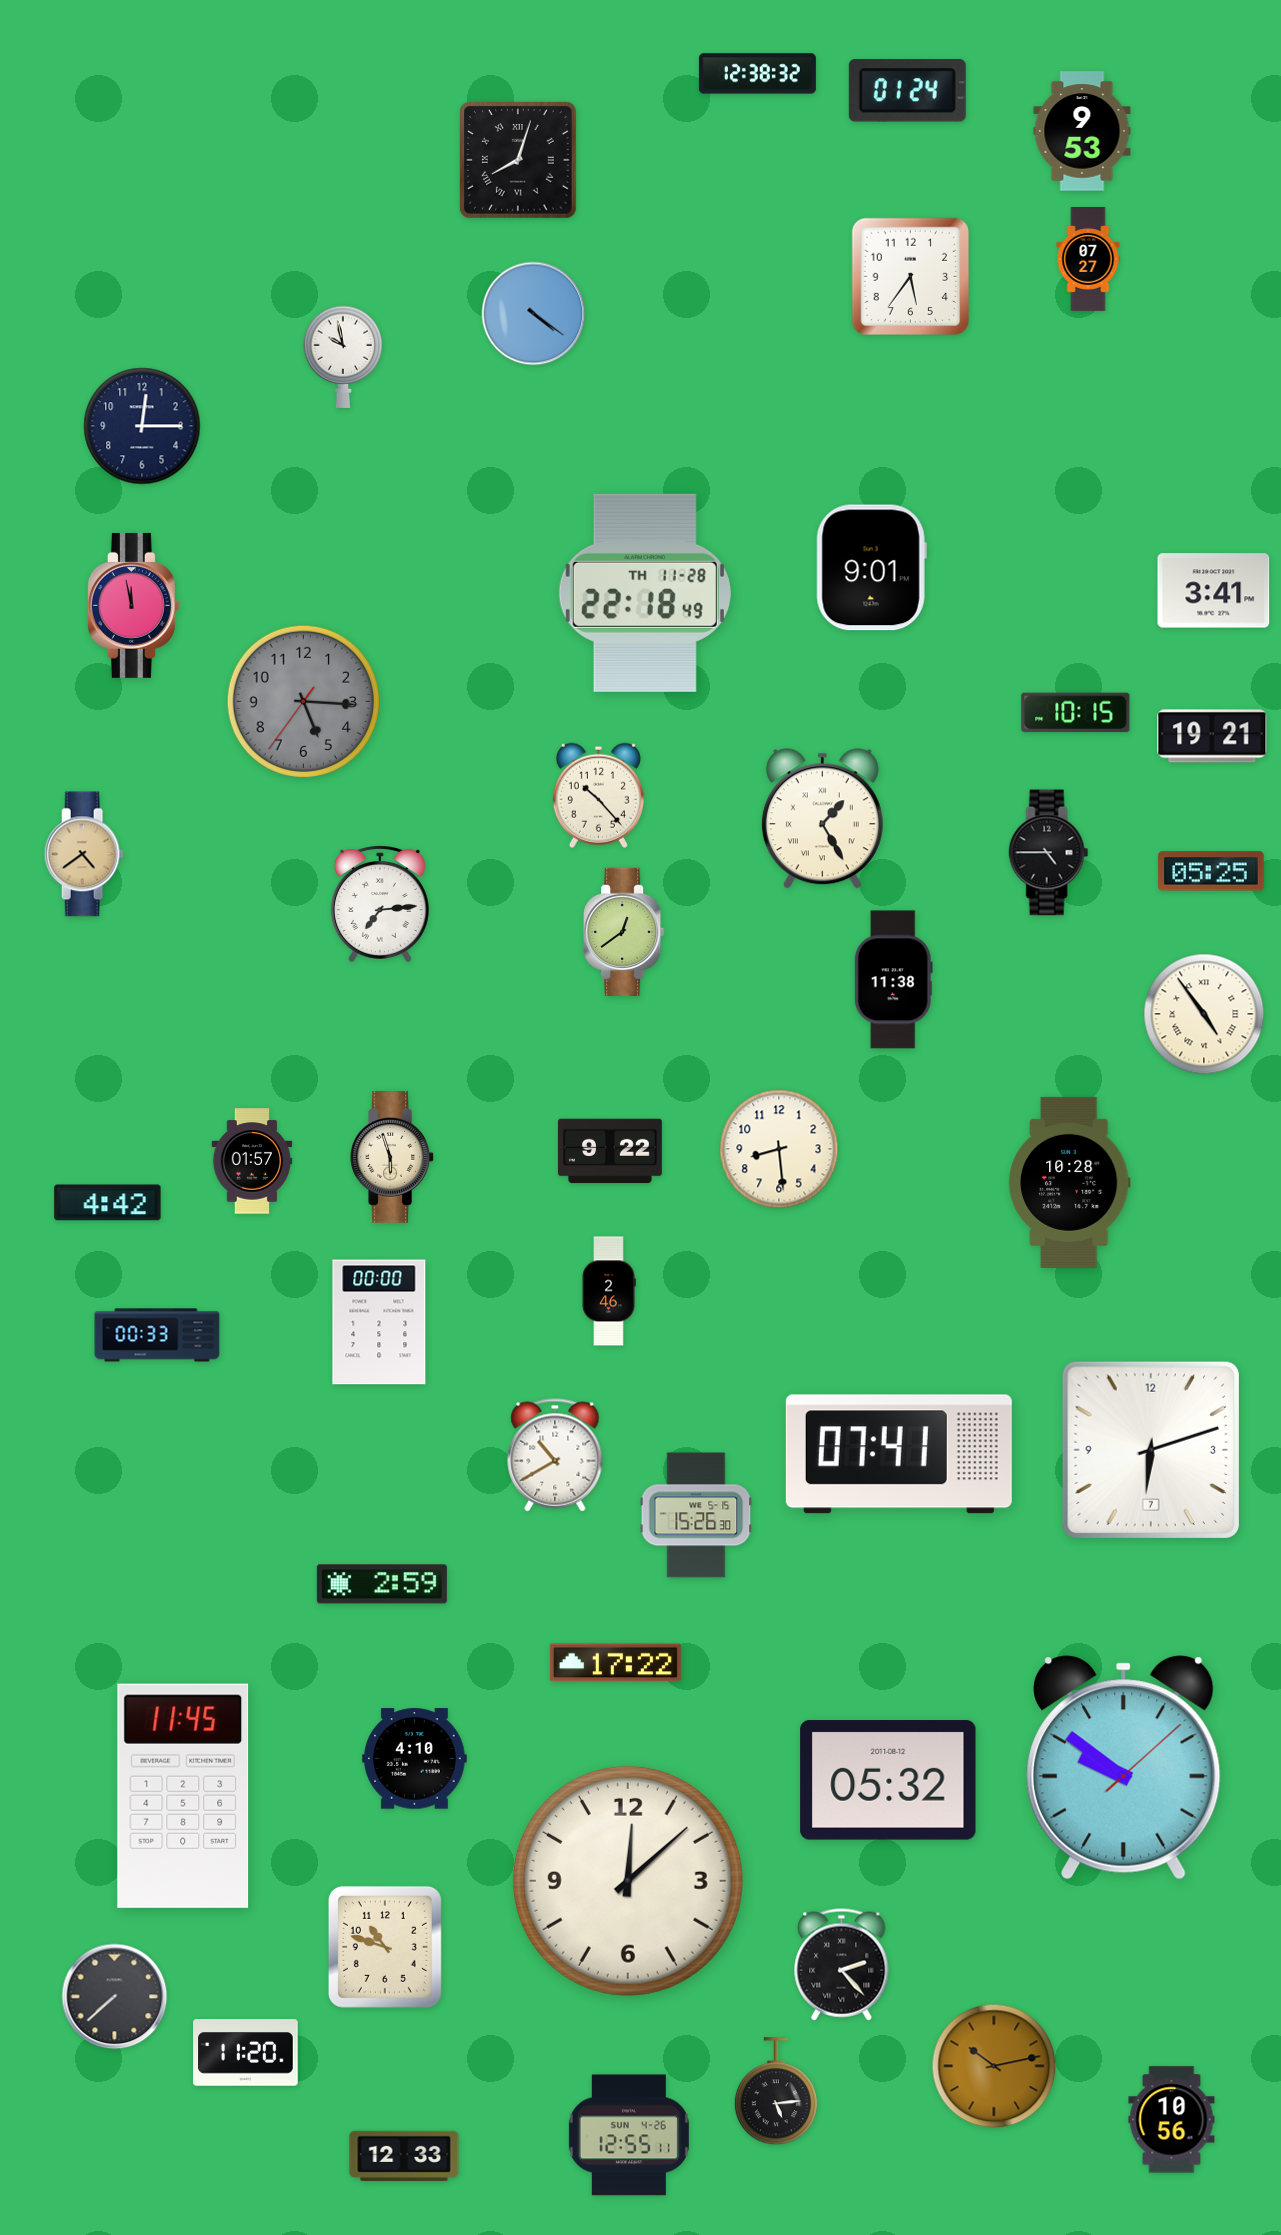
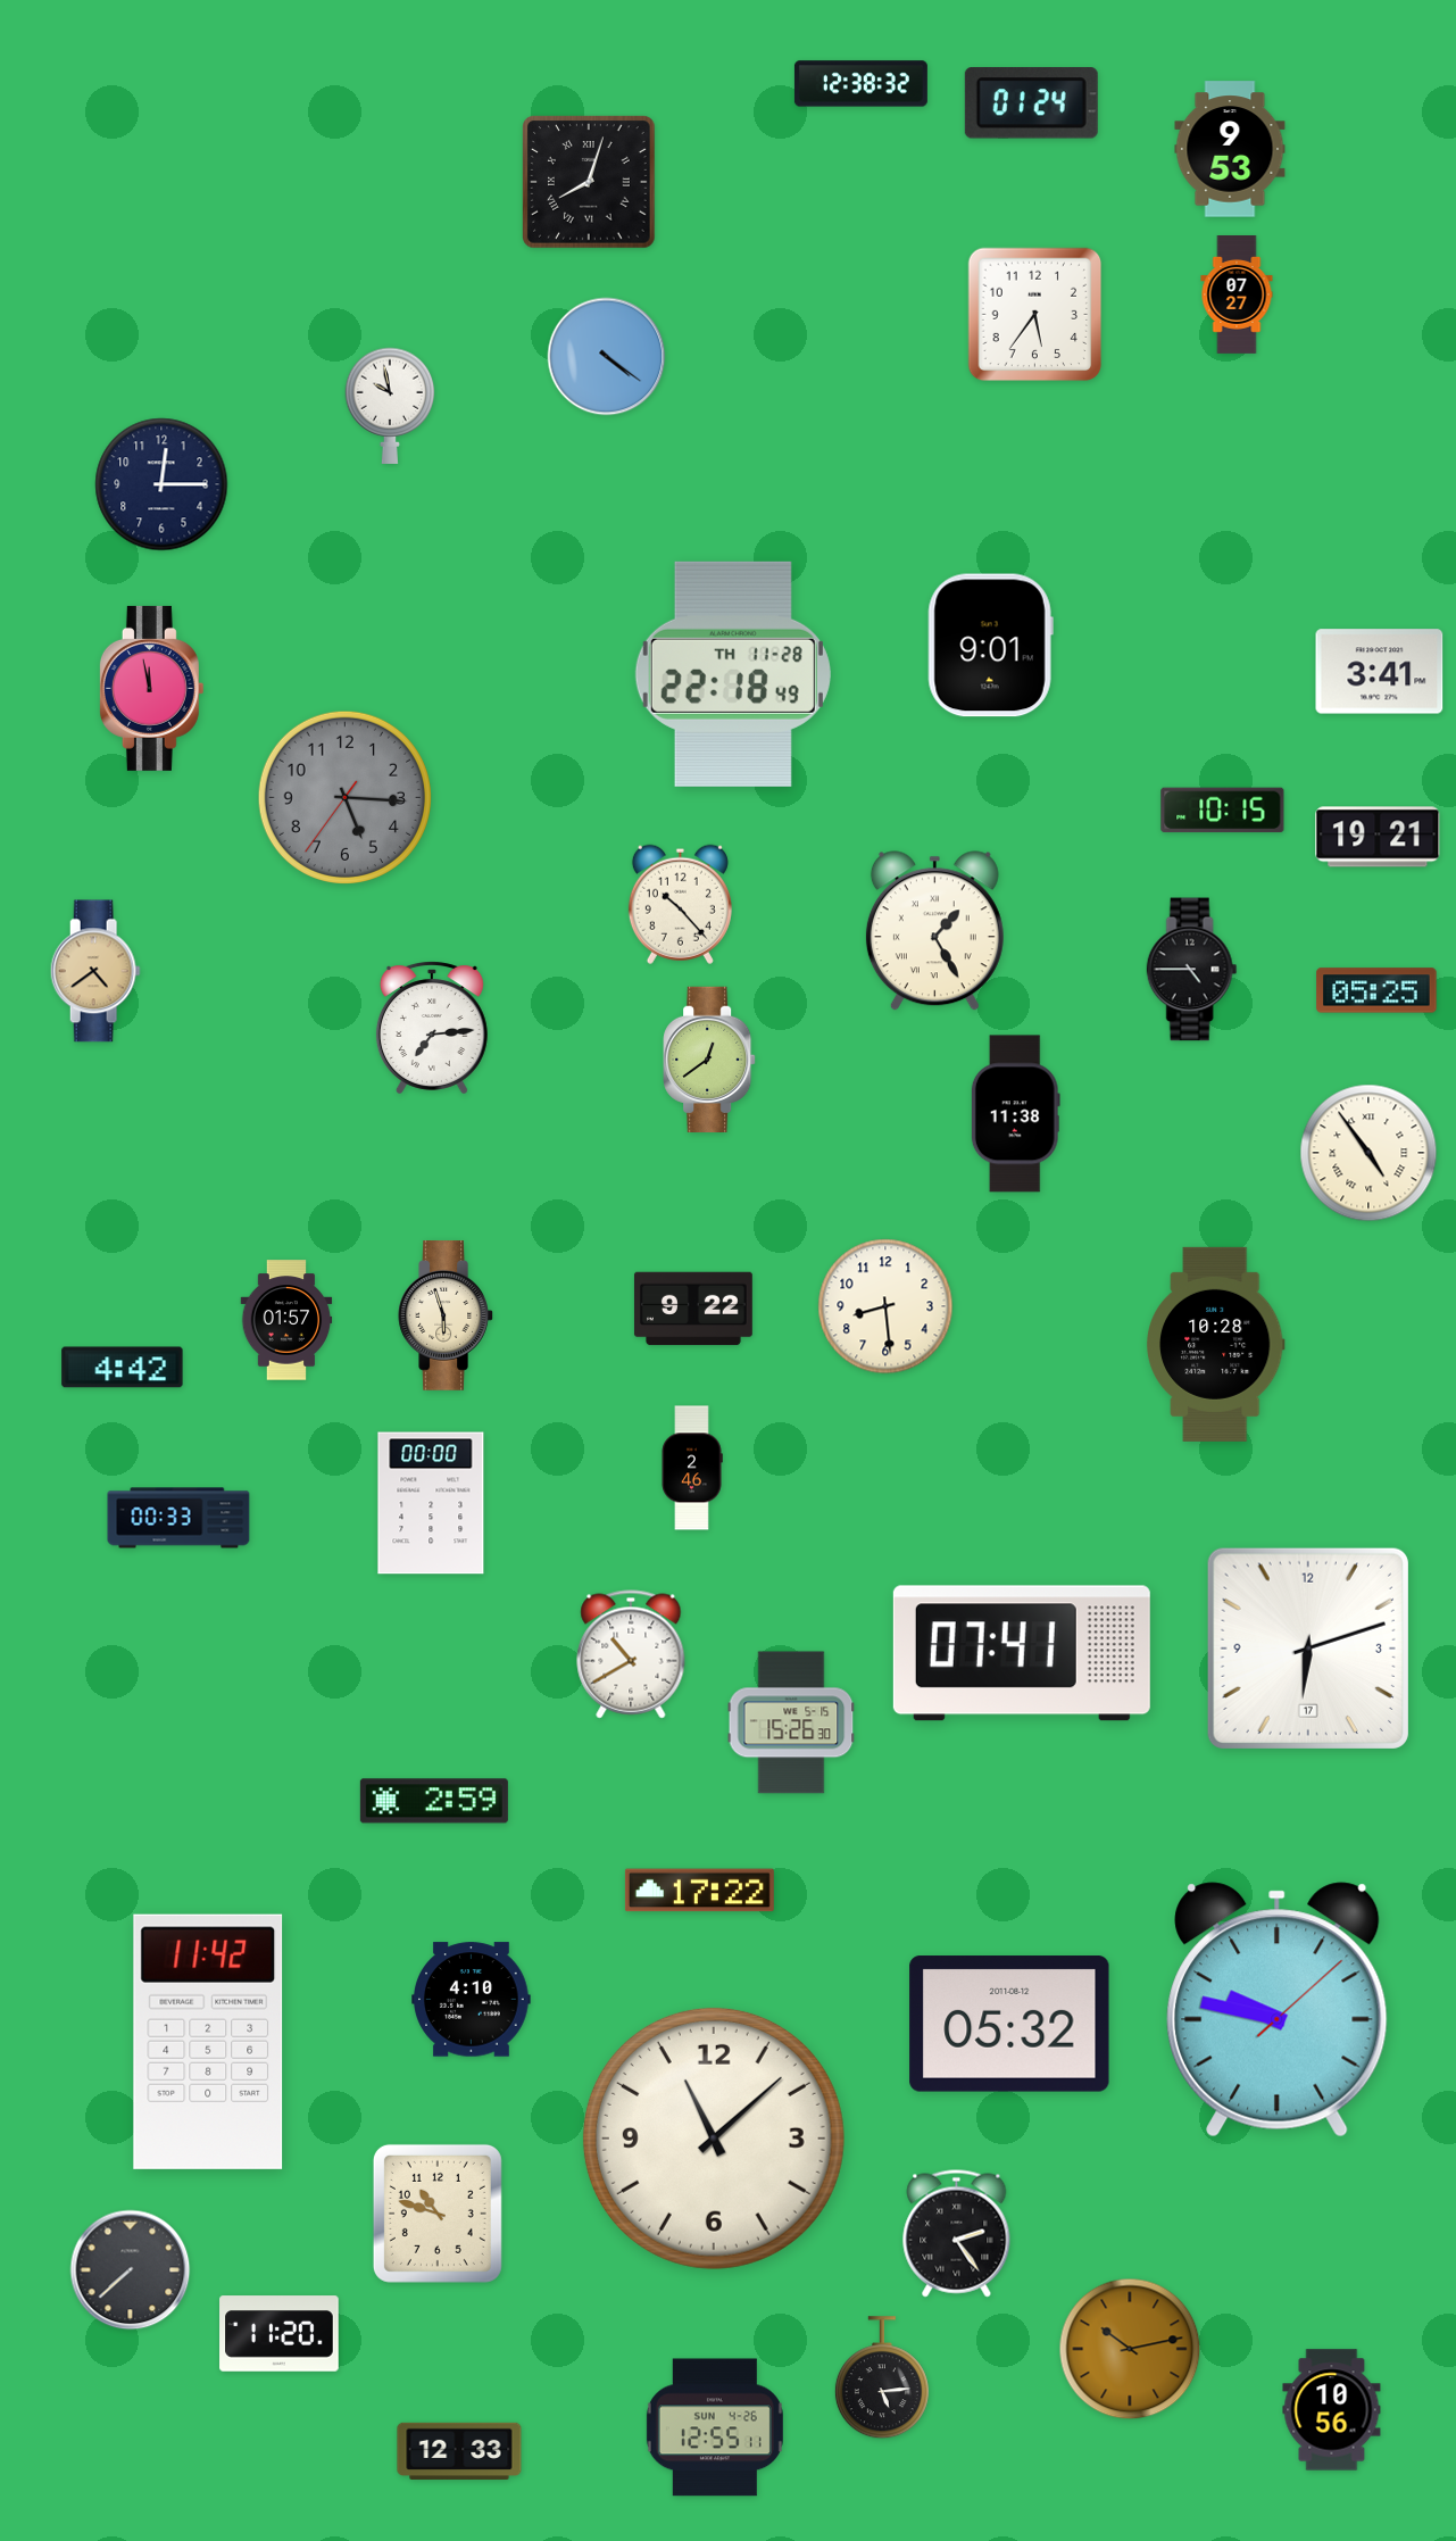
clock at (1151, 1450) date: 7 -> 17
clock at (1124, 1768): 9:51 -> 9:47
clock at (183, 1796): 11:45 -> 11:42
clock at (628, 1881): 12:08 -> 11:08
clock at (842, 1965): 2:23 -> 2:24
